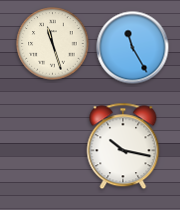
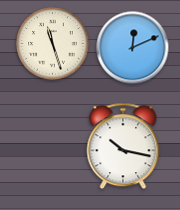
clock at (133, 48): 11:25 -> 12:11
